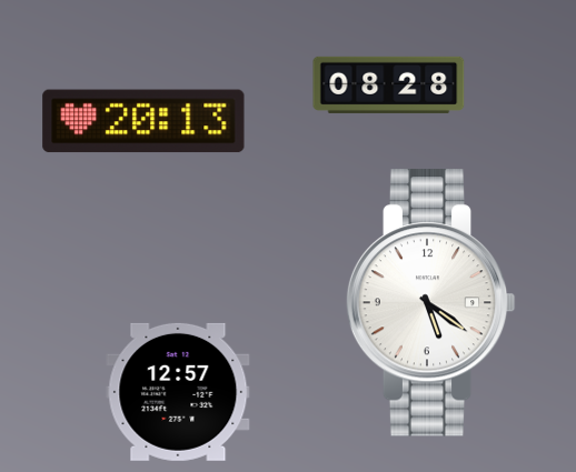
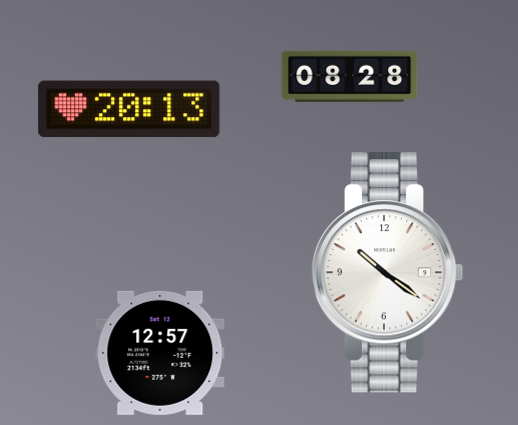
clock at (430, 303): 5:21 -> 10:21
